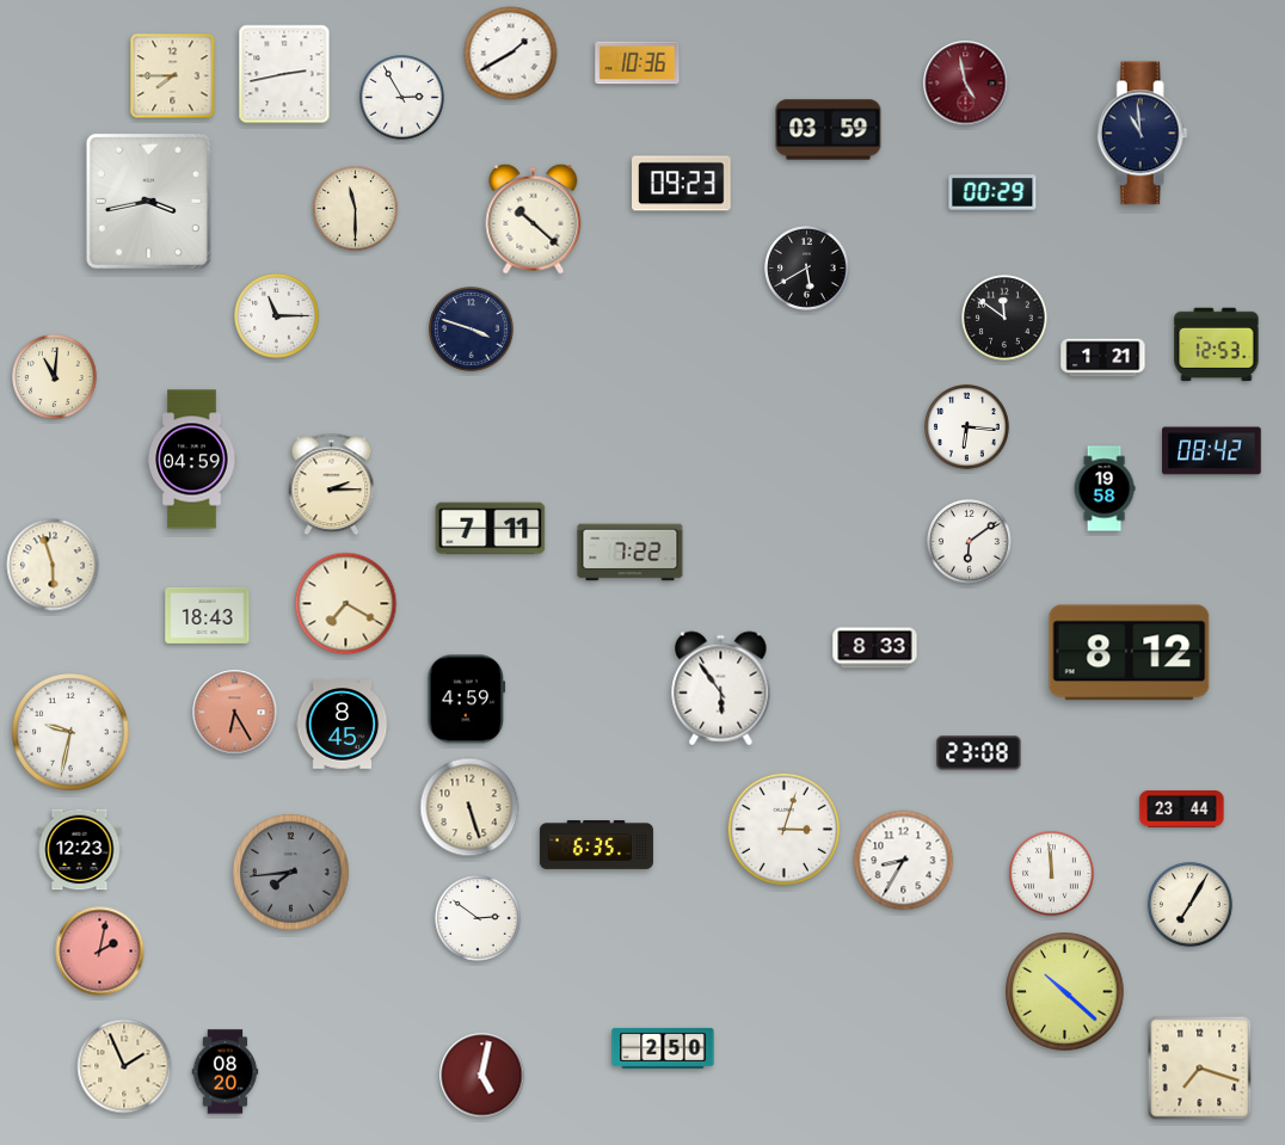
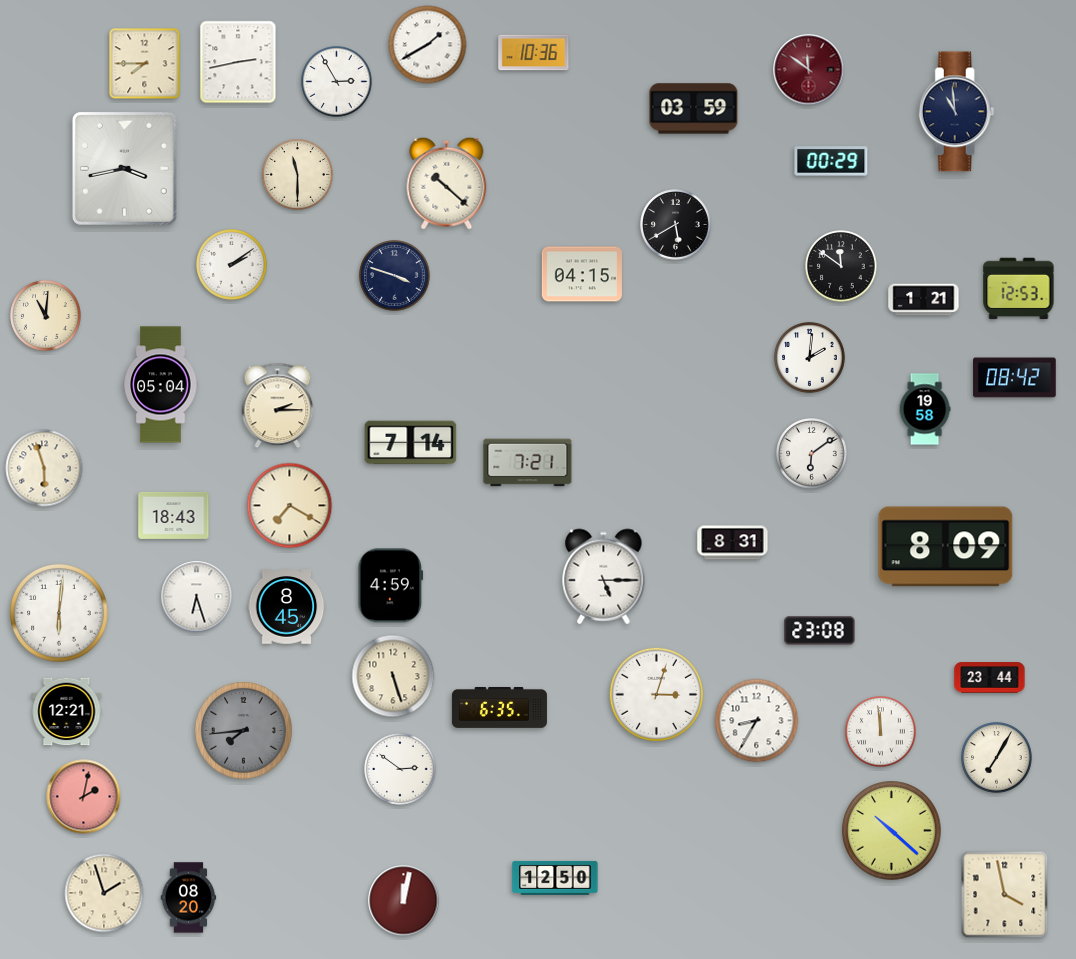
clock at (966, 84): 4:58 -> 11:51
clock at (682, 184): 09:23 -> none
clock at (277, 316): 11:15 -> 2:09
clock at (582, 274): none -> 04:15
clock at (967, 427): 6:16 -> 2:01
clock at (192, 460): 04:59 -> 05:04
clock at (491, 529): 7:11 -> 7:14
clock at (631, 553): 7:22 -> 7:21
clock at (53, 565) position: (53, 565) -> (44, 468)
clock at (875, 648): 8:33 -> 8:31
clock at (1130, 653): 8:12 -> 8:09
clock at (721, 689): 5:54 -> 5:15
clock at (235, 713): 6:25 -> 6:27
clock at (235, 713) dial: salmon -> white
clock at (72, 733): 9:32 -> 6:01
clock at (80, 850): 12:23 -> 12:21
clock at (663, 1048): 2:50 -> 12:50
clock at (124, 1066): 1:56 -> 1:57
clock at (1200, 1069): 7:18 -> 3:58
clock at (482, 1076): 5:02 -> 12:02
